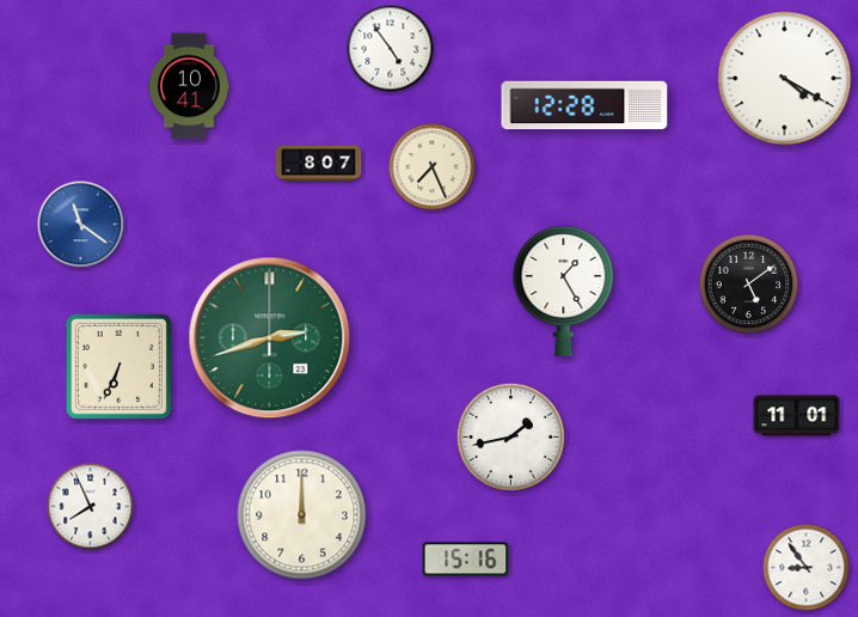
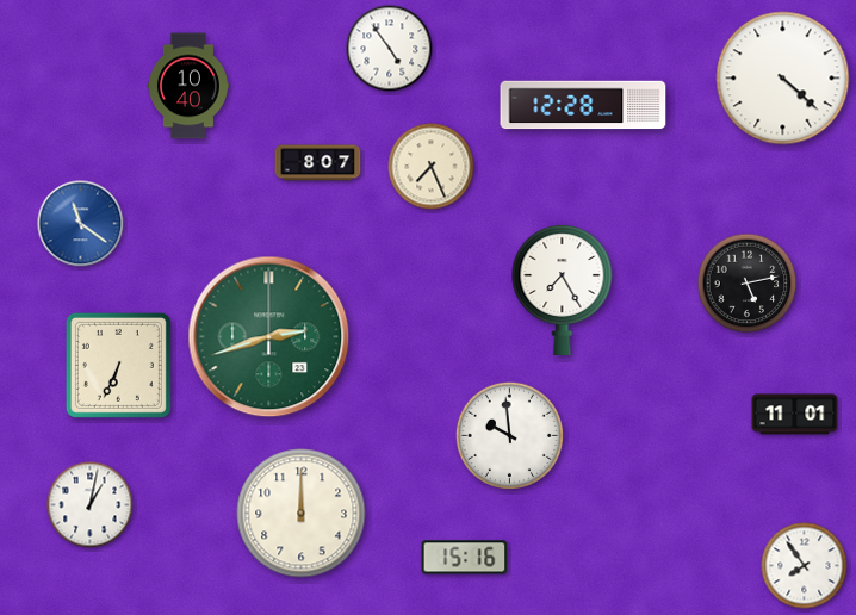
clock at (785, 79): 4:20 -> 4:22
clock at (189, 86): 10:41 -> 10:40
clock at (749, 285): 5:09 -> 5:13
clock at (564, 289): 1:25 -> 7:25
clock at (510, 436): 1:43 -> 9:59
clock at (91, 507): 7:56 -> 1:02
clock at (807, 568): 8:54 -> 7:54
